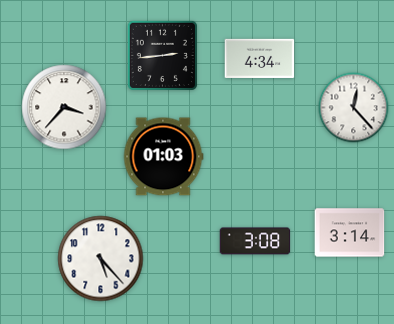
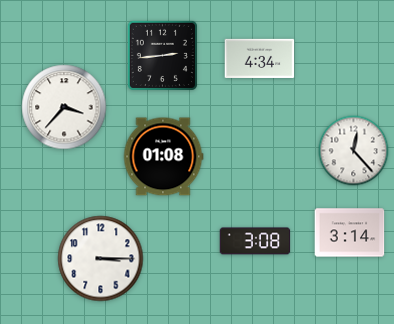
clock at (354, 108) position: (354, 108) -> (354, 151)
clock at (163, 157): 01:03 -> 01:08
clock at (101, 259): 5:23 -> 3:15
